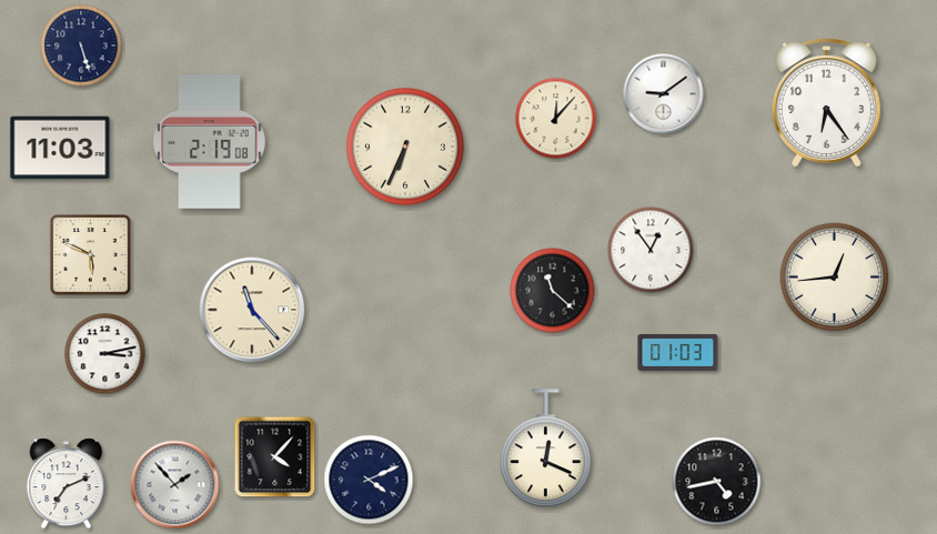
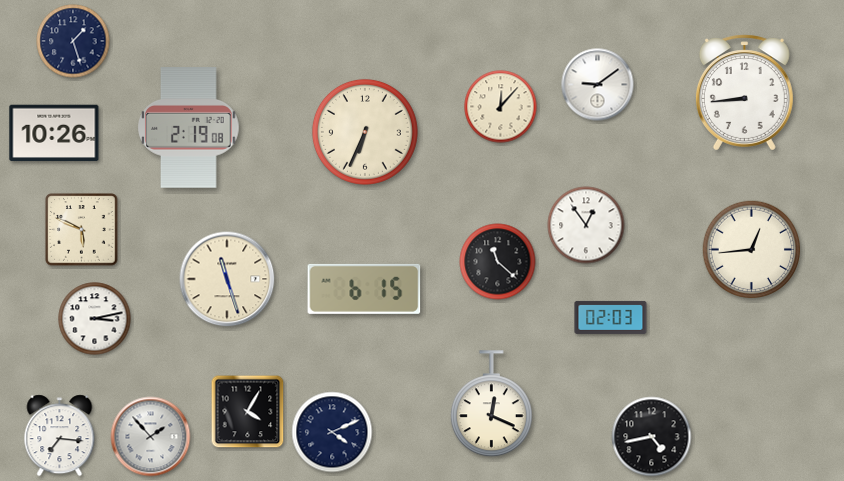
clock at (81, 46): 5:27 -> 1:27
clock at (826, 103): 6:24 -> 8:44
clock at (60, 148): 11:03 -> 10:26
clock at (252, 310): 11:23 -> 11:27
clock at (364, 289): none -> 6:15
clock at (678, 352): 01:03 -> 02:03
clock at (275, 457): 4:07 -> 4:05
clock at (717, 482) position: (717, 482) -> (652, 437)
clock at (67, 484): 7:11 -> 7:16
clock at (175, 485) position: (175, 485) -> (151, 437)
